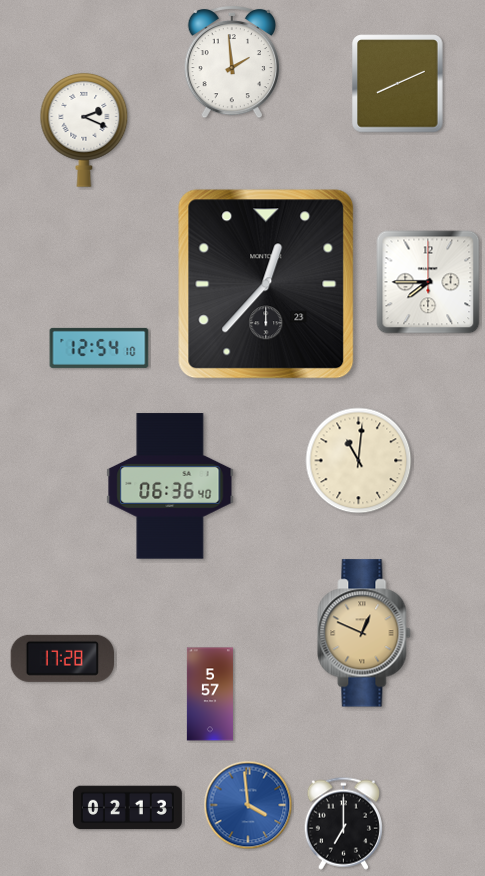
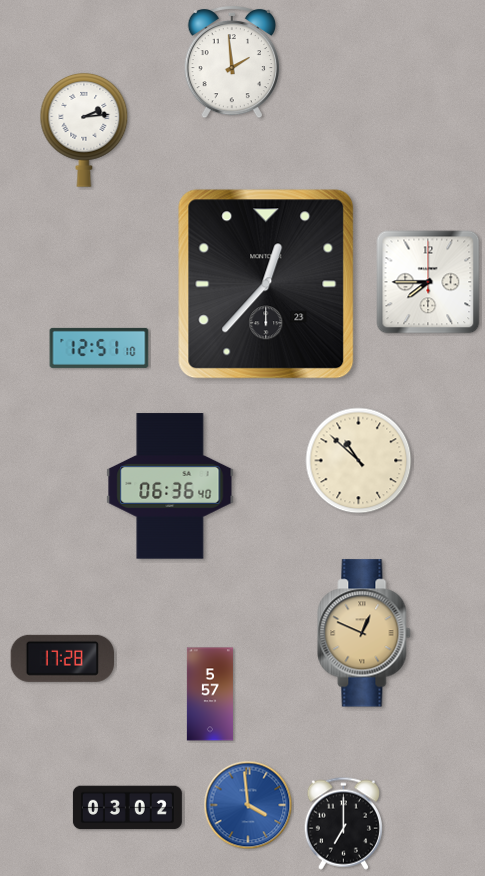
clock at (398, 84): 8:11 -> none
clock at (84, 130): 2:19 -> 2:14
clock at (99, 348): 12:54 -> 12:51
clock at (359, 461): 11:01 -> 10:52
clock at (127, 808): 02:13 -> 03:02
